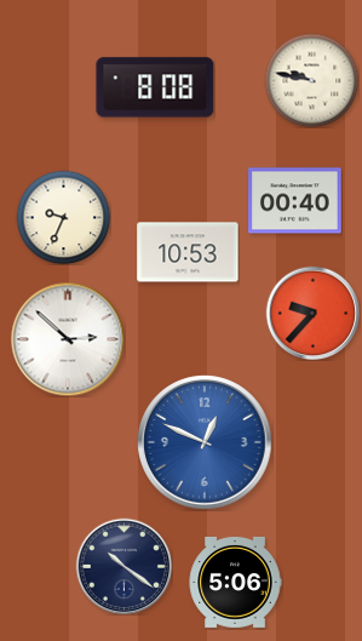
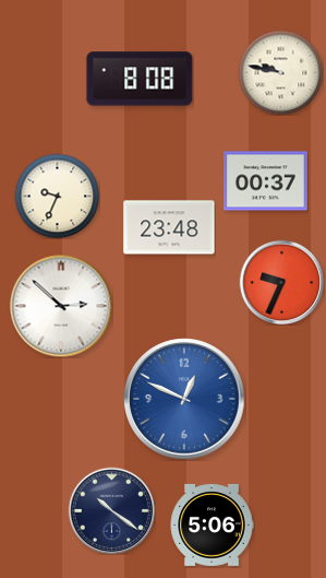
clock at (295, 201): 00:40 -> 00:37
clock at (188, 252): 10:53 -> 23:48
clock at (312, 313): 9:37 -> 9:34
